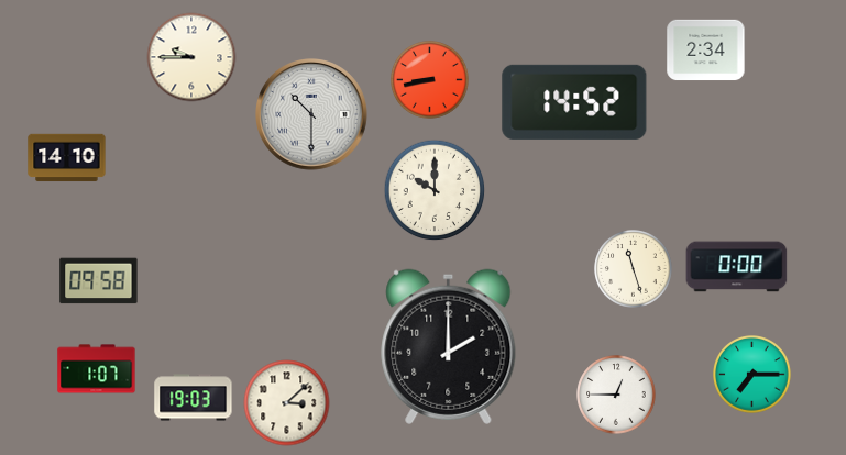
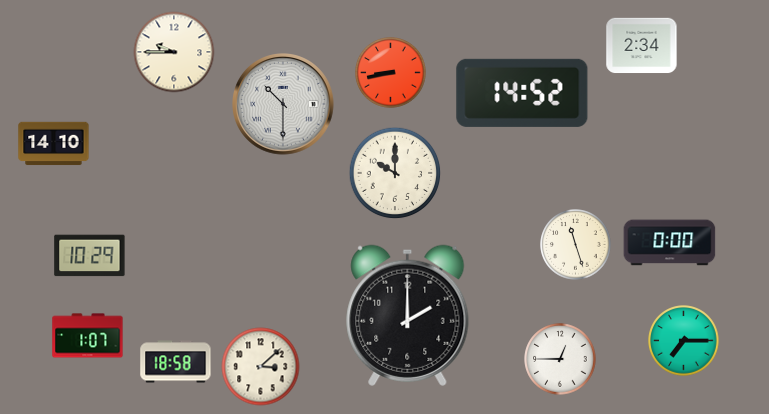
clock at (67, 158) position: (67, 158) -> (54, 144)
clock at (99, 281): 09:58 -> 10:29
clock at (194, 398): 19:03 -> 18:58
